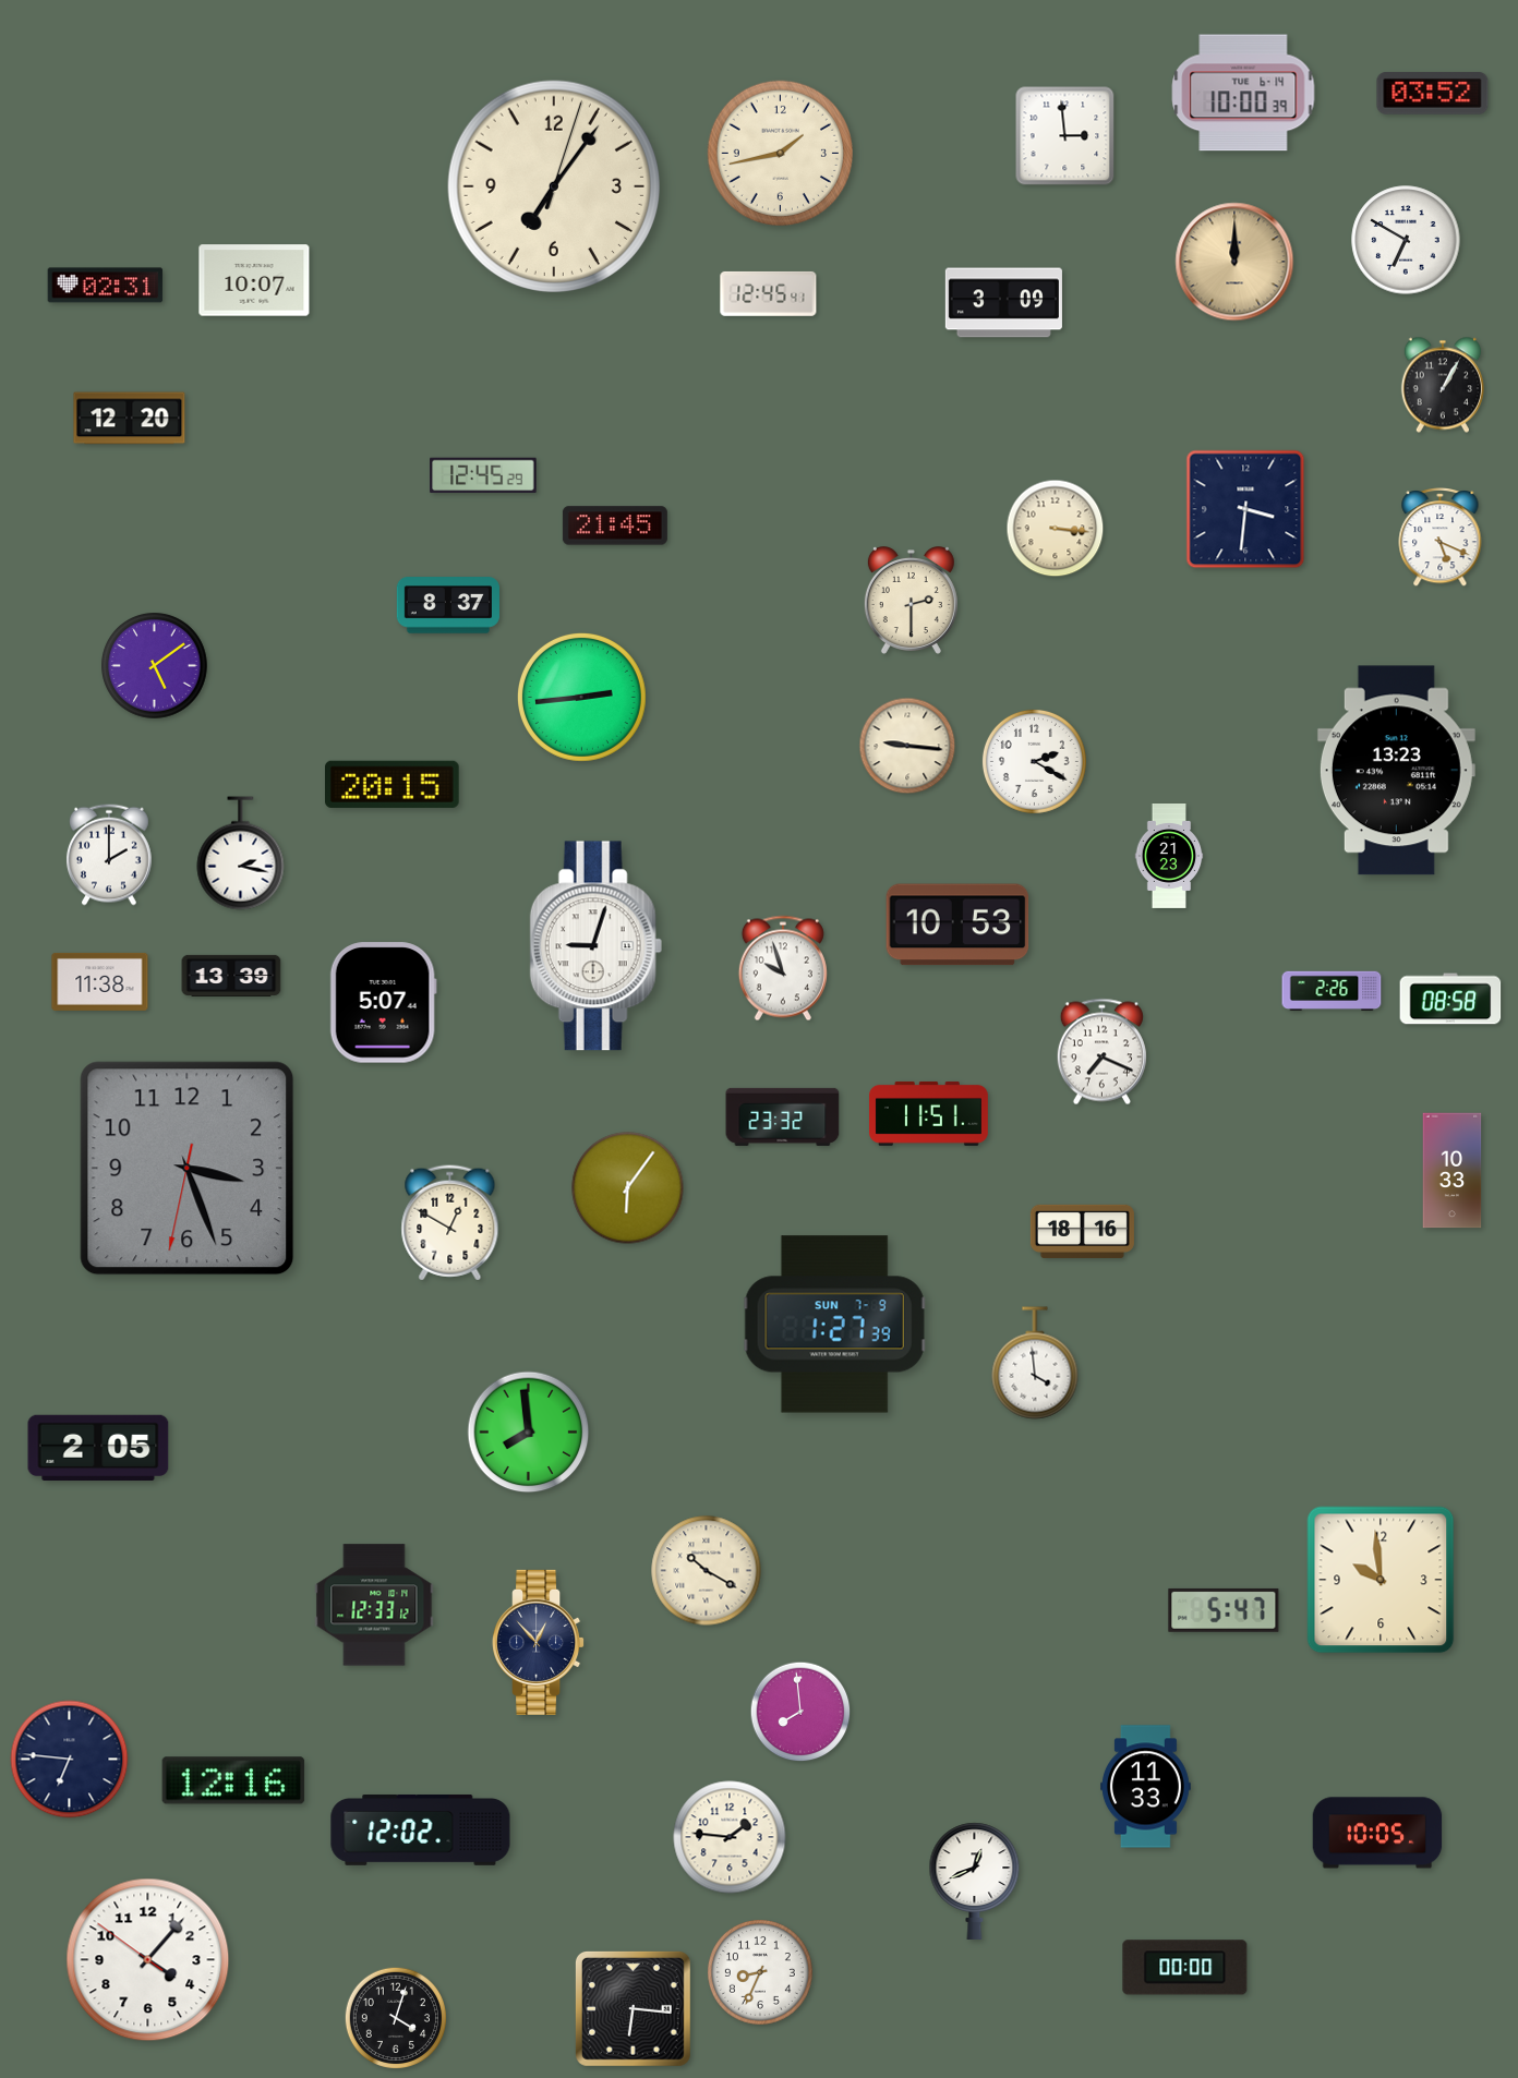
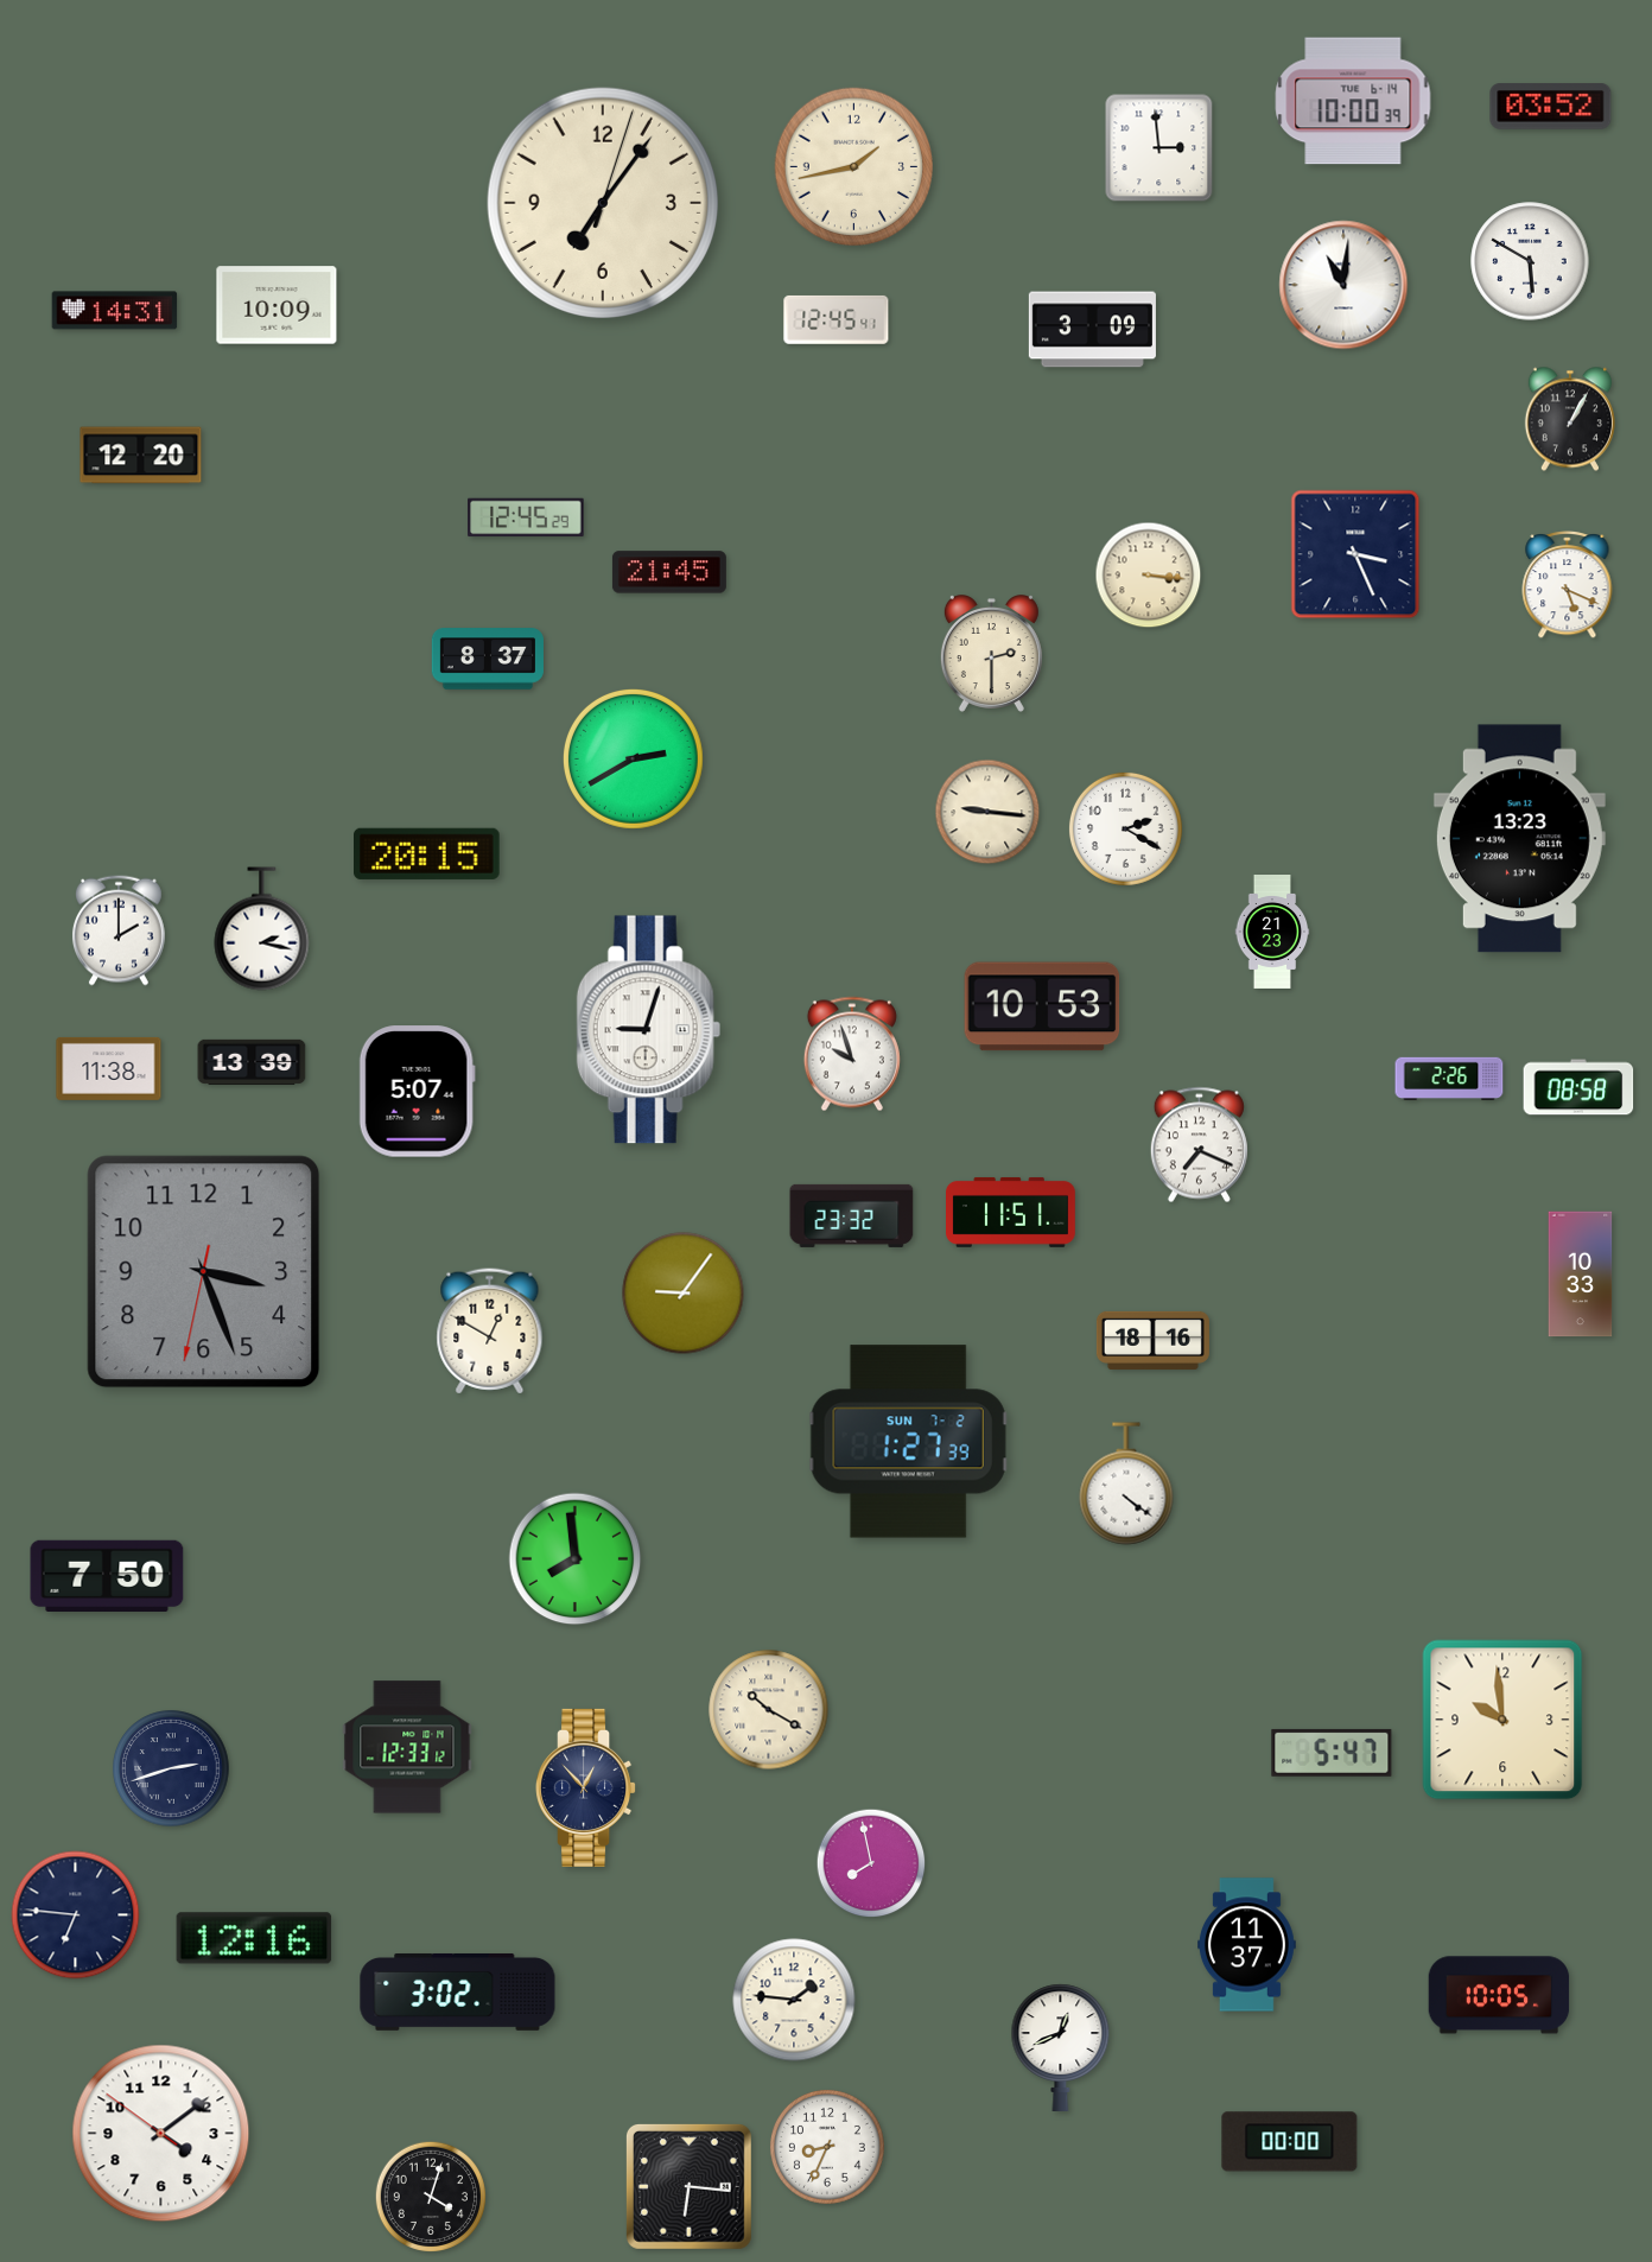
clock at (1433, 94) position: (1433, 94) -> (1551, 107)
clock at (780, 153) position: (780, 153) -> (853, 166)
clock at (1406, 240): 6:50 -> 5:50
clock at (1234, 262): 12:00 -> 11:01
clock at (1234, 262) dial: champagne -> white
clock at (254, 280): 10:07 -> 10:09
clock at (106, 286): 02:31 -> 14:31
clock at (1245, 509): 3:31 -> 3:26
clock at (155, 666): 5:09 -> none
clock at (581, 697): 2:44 -> 2:40
clock at (628, 1188): 6:06 -> 9:06
clock at (1082, 1231) position: (1082, 1231) -> (1152, 1340)
clock at (834, 1325) date: SUN 7-9 -> SUN 7-2
clock at (1035, 1363): 3:59 -> 4:21
clock at (98, 1447): 2:05 -> 7:50
clock at (171, 1768): none -> 2:42
clock at (800, 1712): 7:59 -> 7:58
clock at (1146, 1787): 11:33 -> 11:37
clock at (421, 1829): 12:02 -> 3:02
clock at (148, 1960): 4:06 -> 4:08
